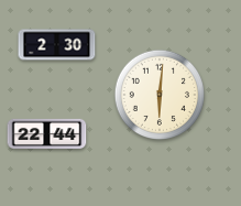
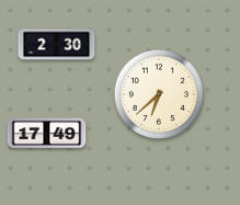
clock at (158, 94): 6:01 -> 6:38
clock at (47, 133): 22:44 -> 17:49
